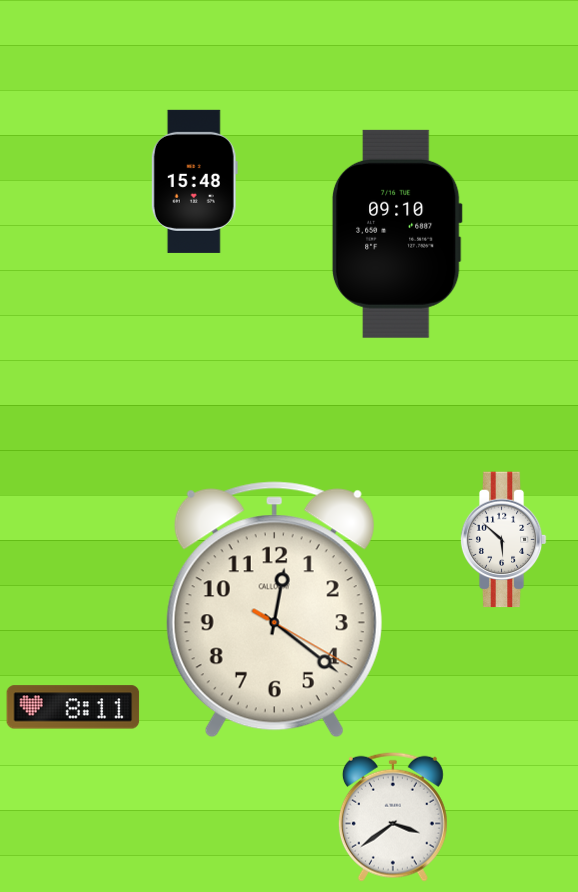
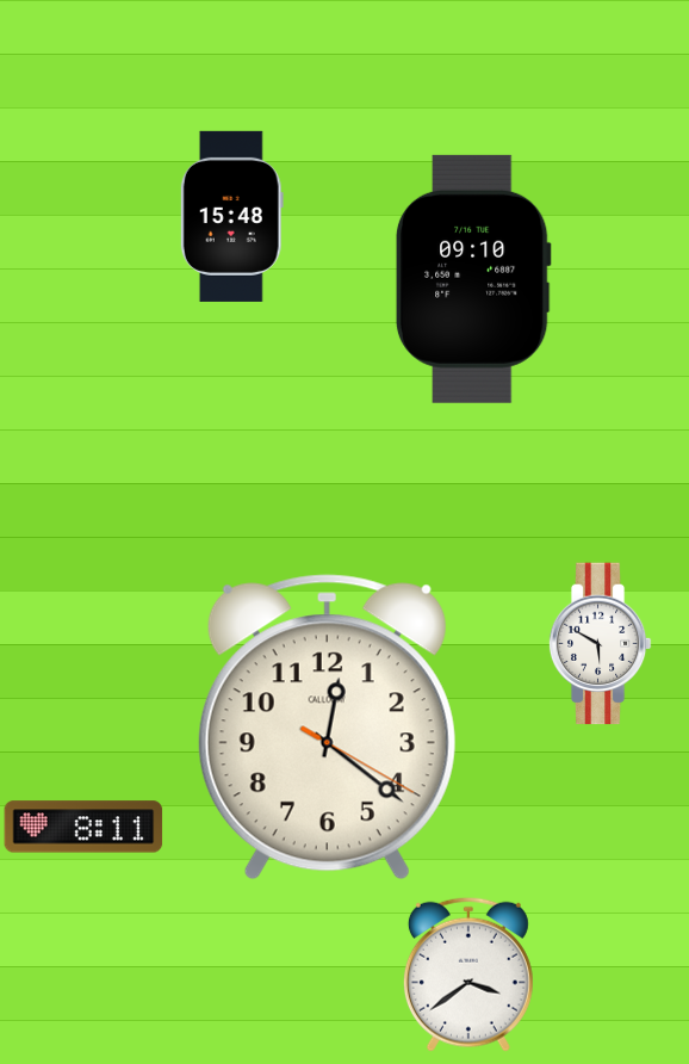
clock at (503, 540): 5:52 -> 5:50
clock at (73, 707) position: (73, 707) -> (83, 827)
